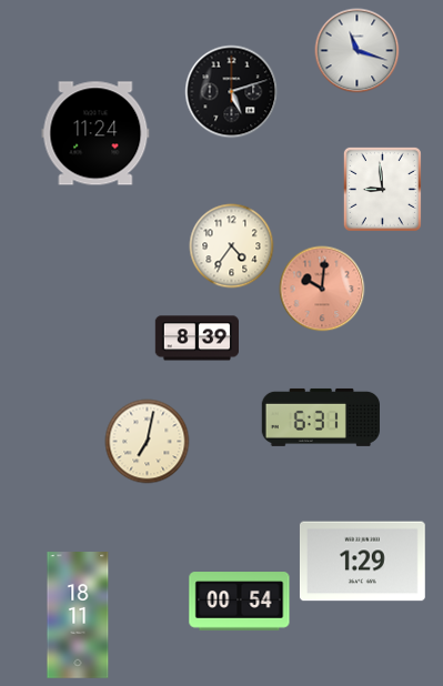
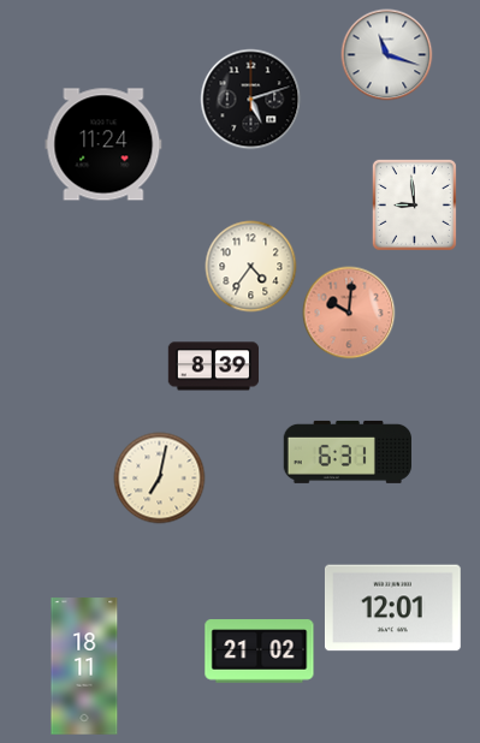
clock at (363, 562): 1:29 -> 12:01
clock at (240, 602): 00:54 -> 21:02
